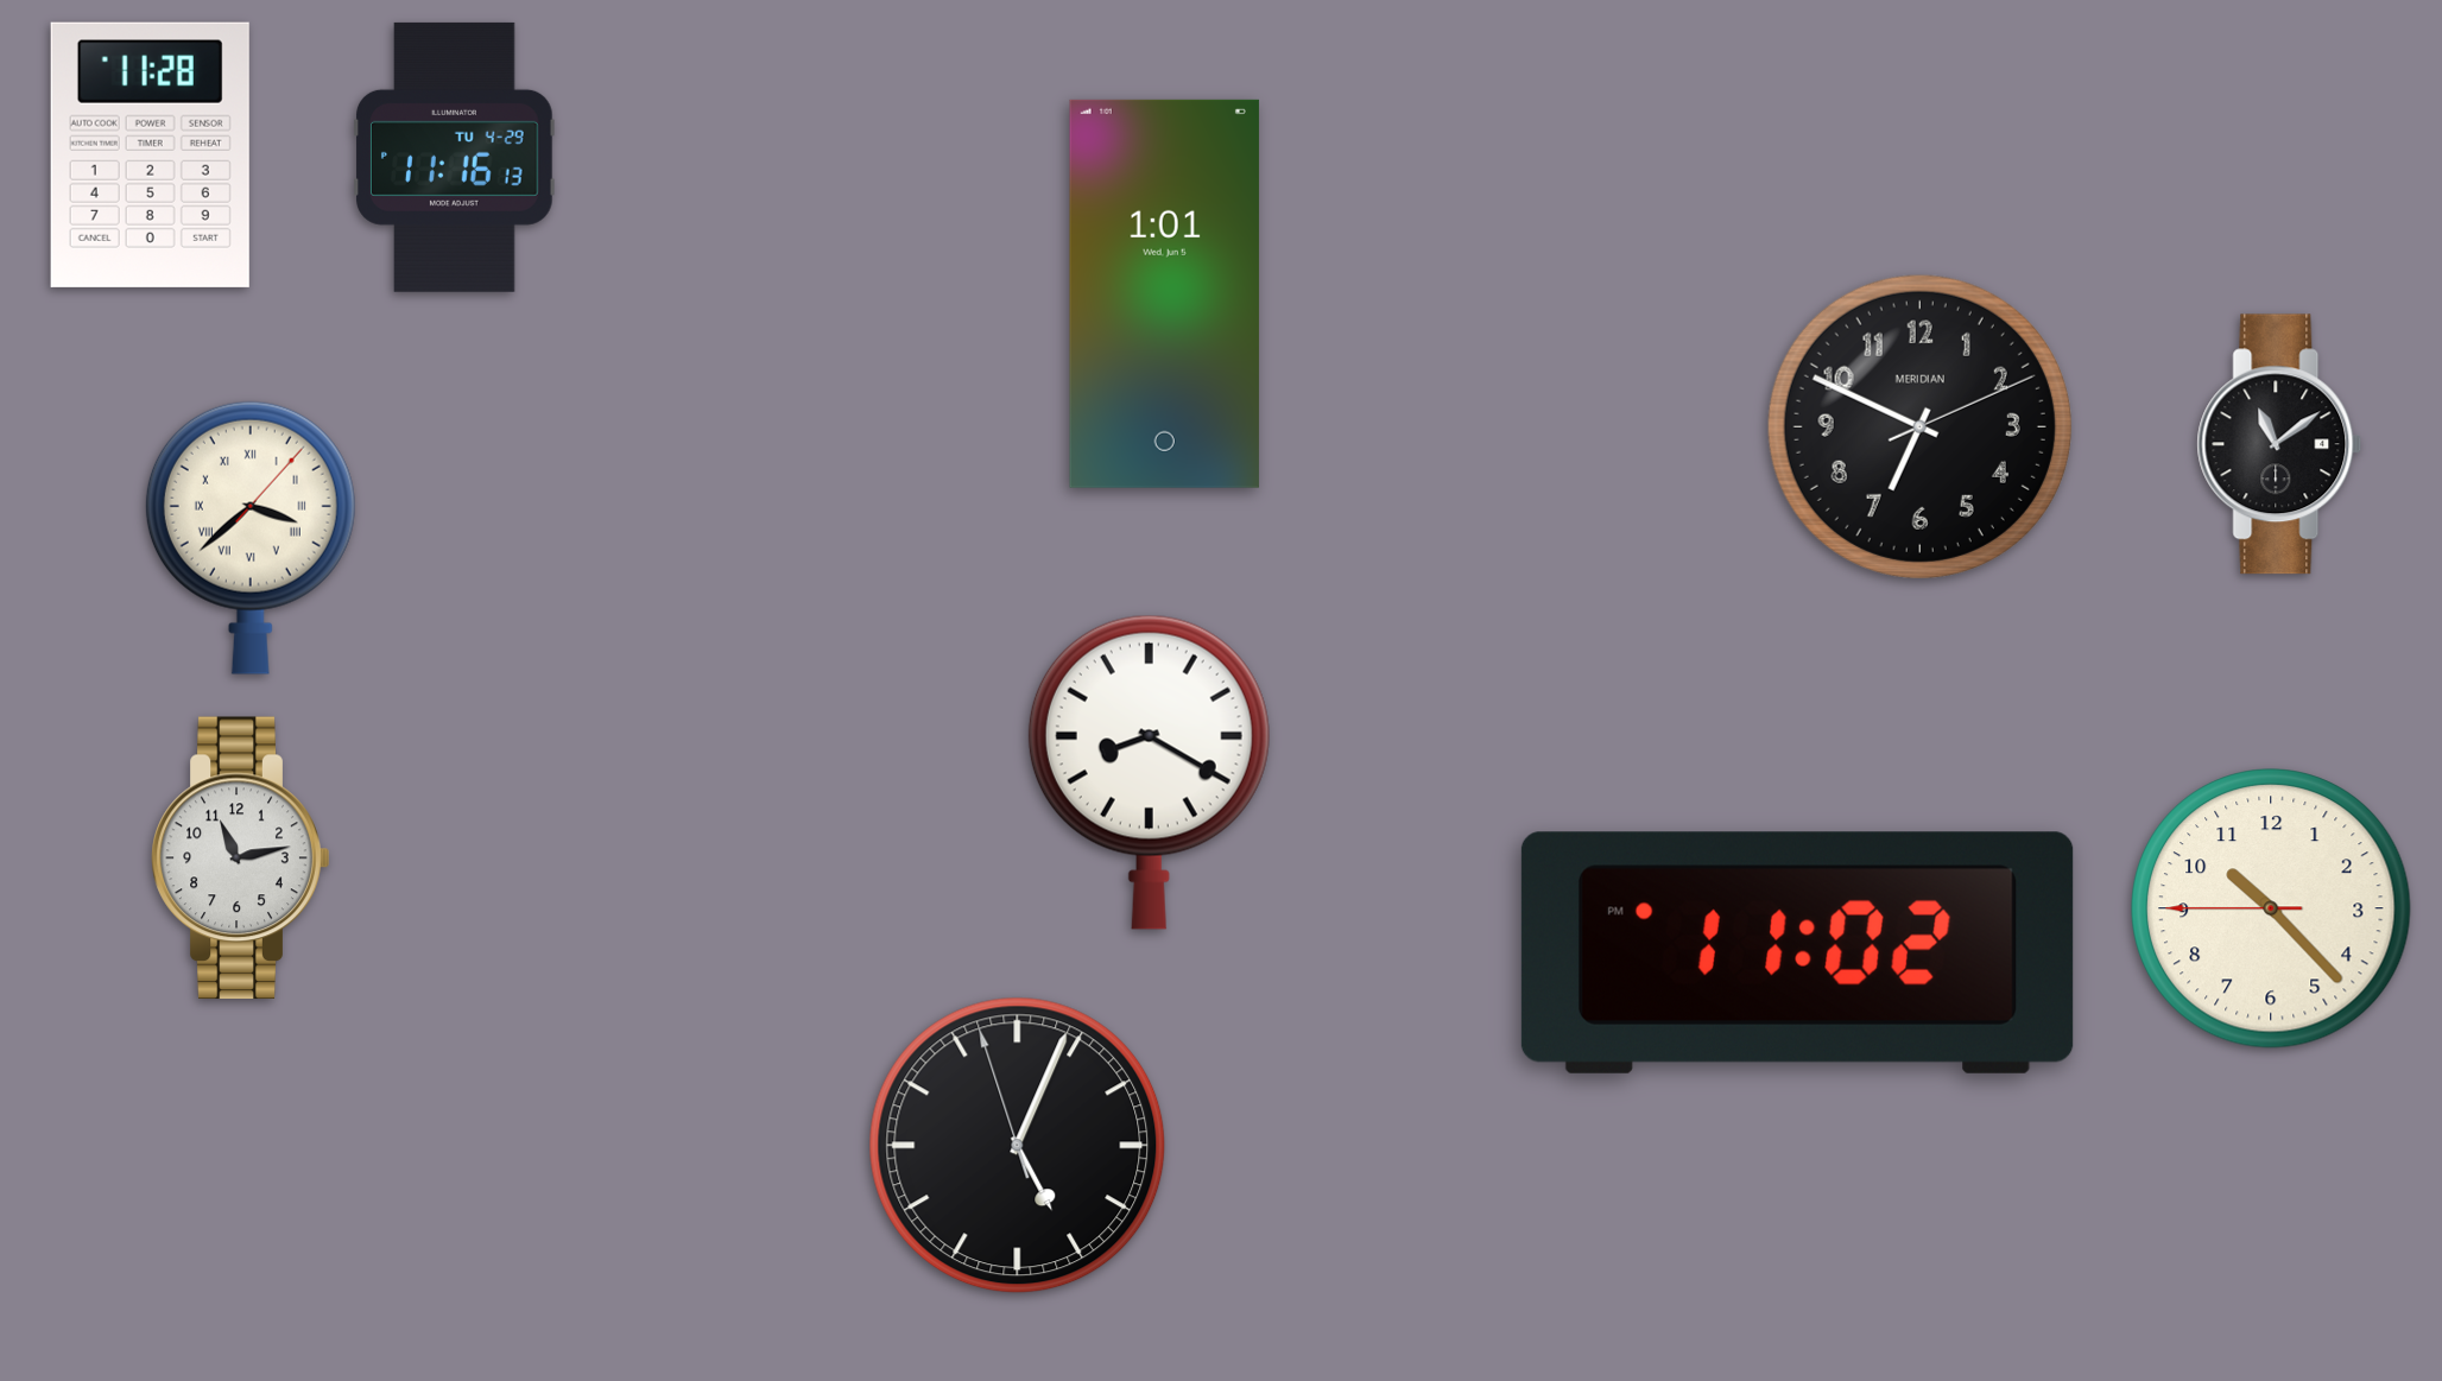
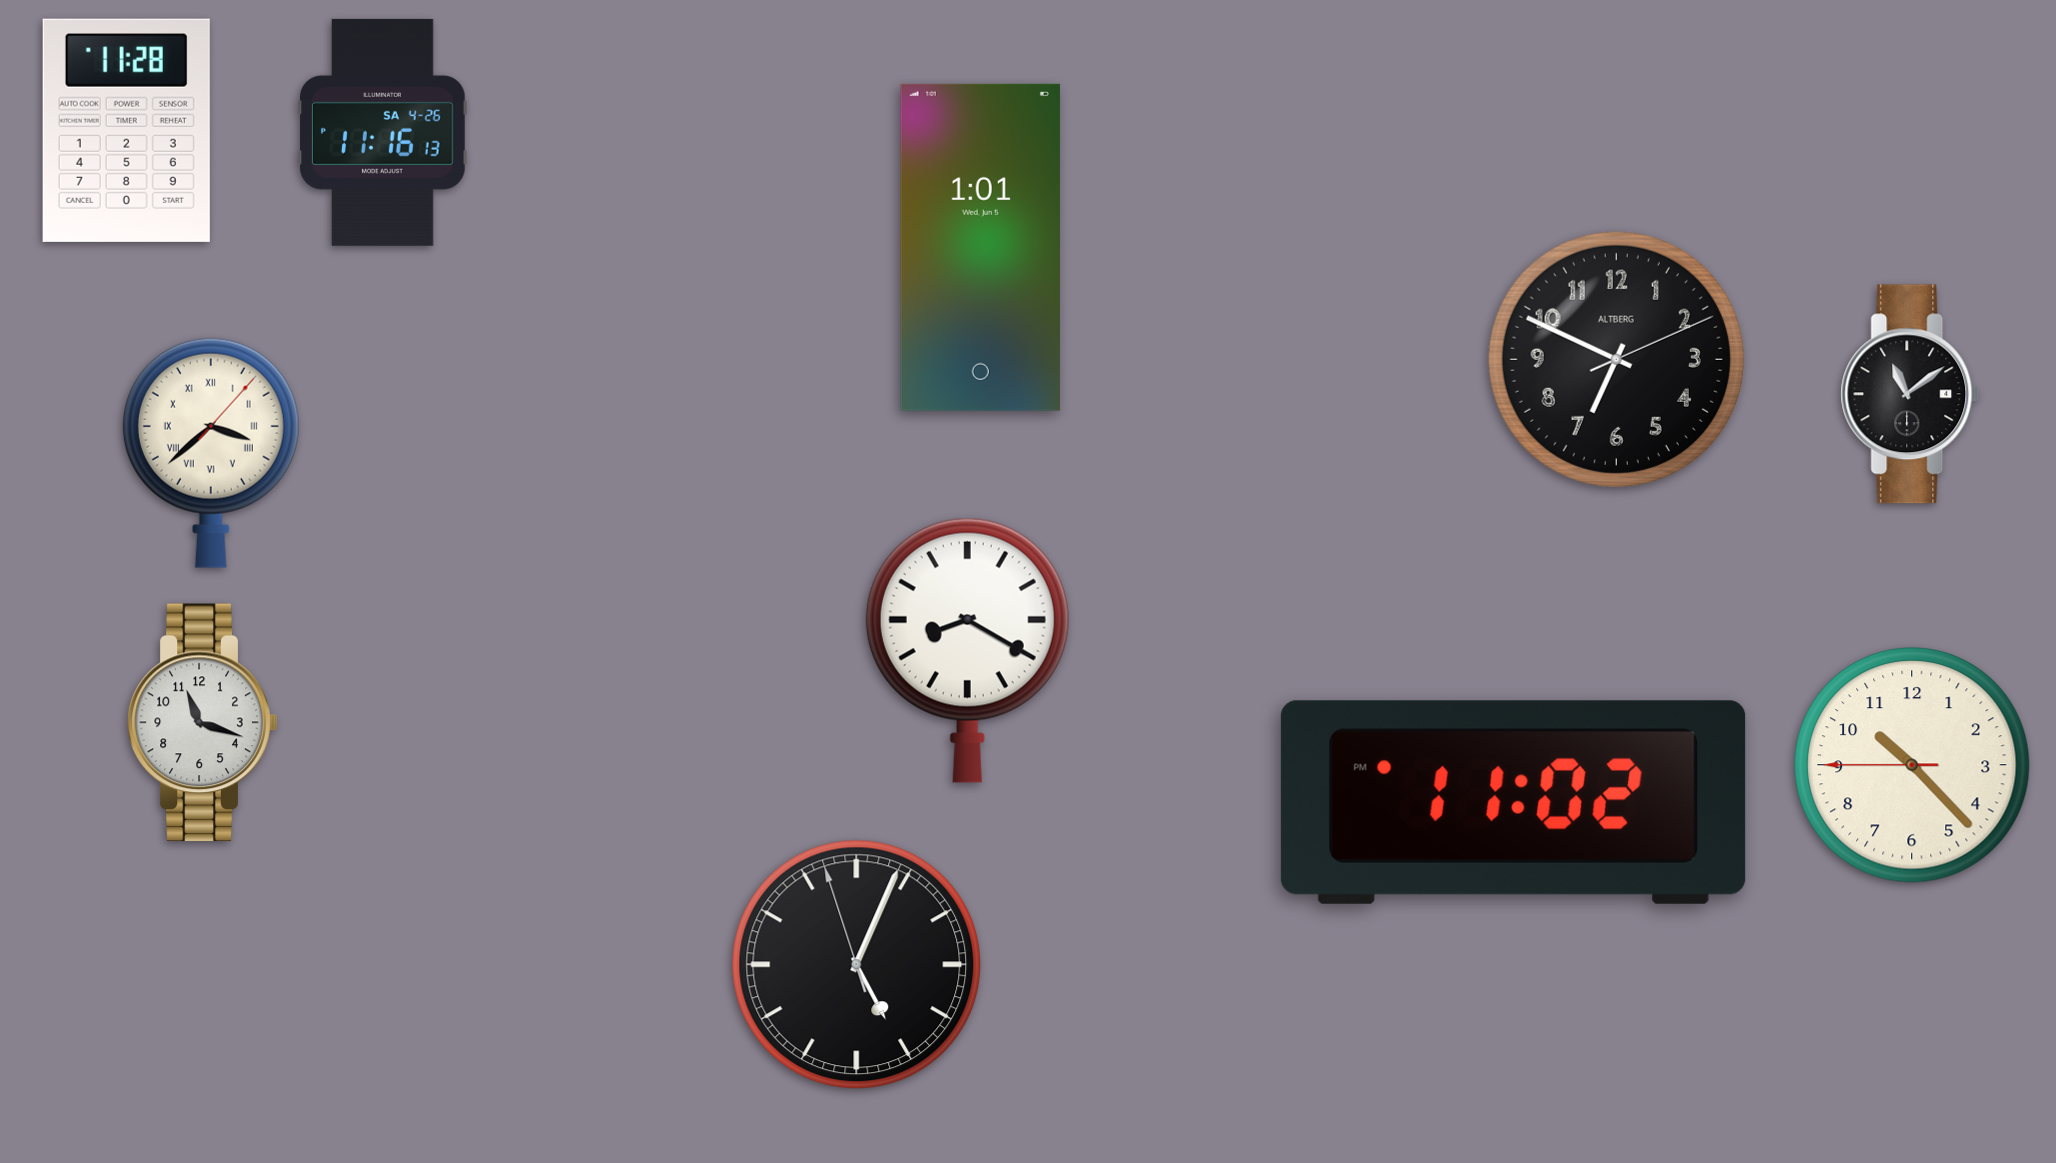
clock at (455, 157) date: TU 4-29 -> SA 4-26
clock at (1919, 426) brand: MERIDIAN -> ALTBERG
clock at (2279, 444) position: (2279, 444) -> (1910, 394)
clock at (241, 859): 11:13 -> 11:18
